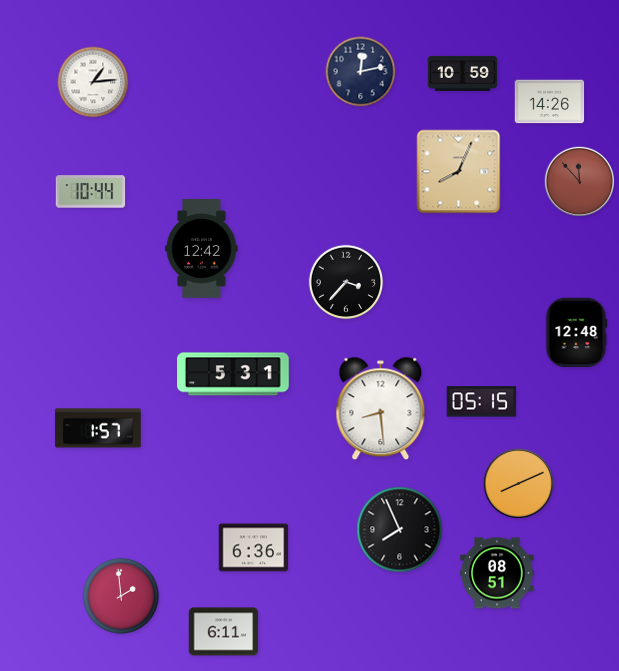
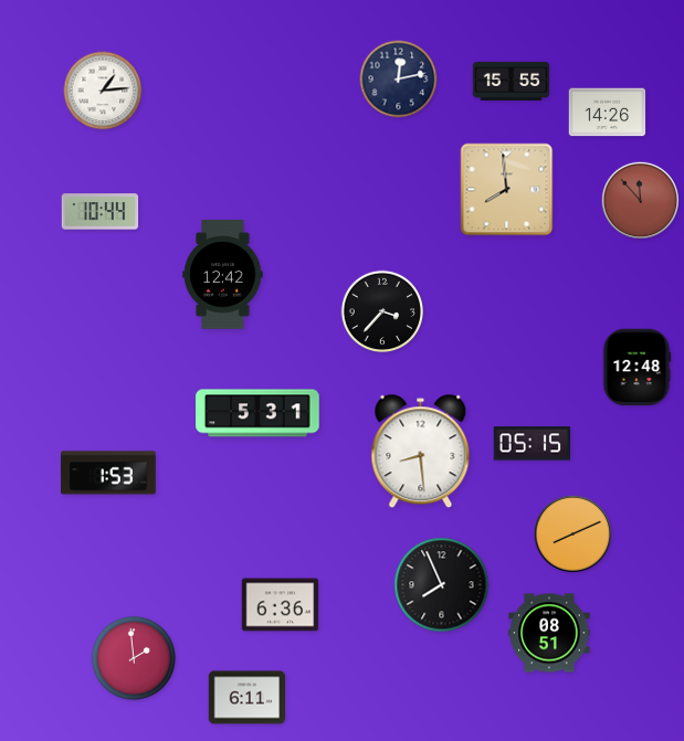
clock at (463, 73): 10:59 -> 15:55
clock at (459, 172): 8:04 -> 7:59
clock at (98, 428): 1:57 -> 1:53
